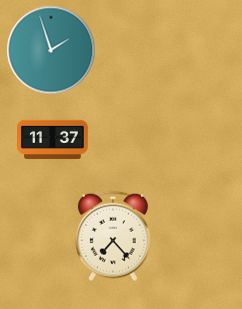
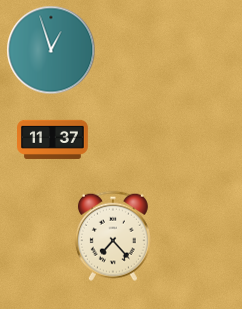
clock at (51, 50): 1:57 -> 12:57
